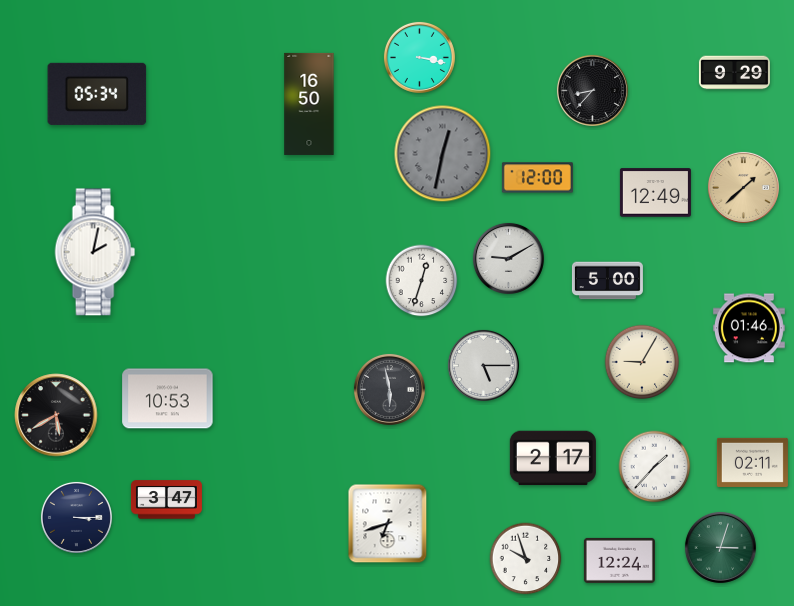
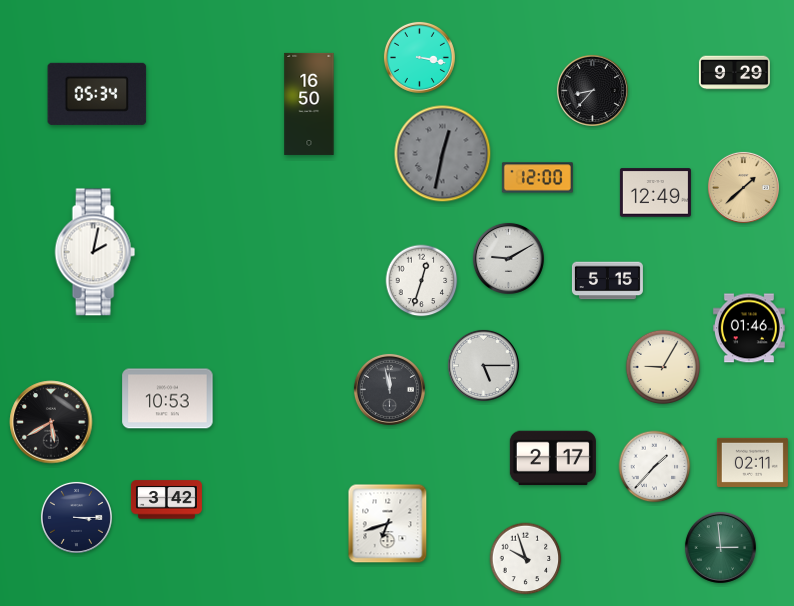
clock at (607, 281): 5:00 -> 5:15
clock at (642, 362) position: (642, 362) -> (663, 367)
clock at (389, 389): 5:58 -> 11:58
clock at (56, 415) position: (56, 415) -> (51, 422)
clock at (166, 500): 3:47 -> 3:42
clock at (720, 547): 3:03 -> 2:59
clock at (619, 560): 12:24 -> none
